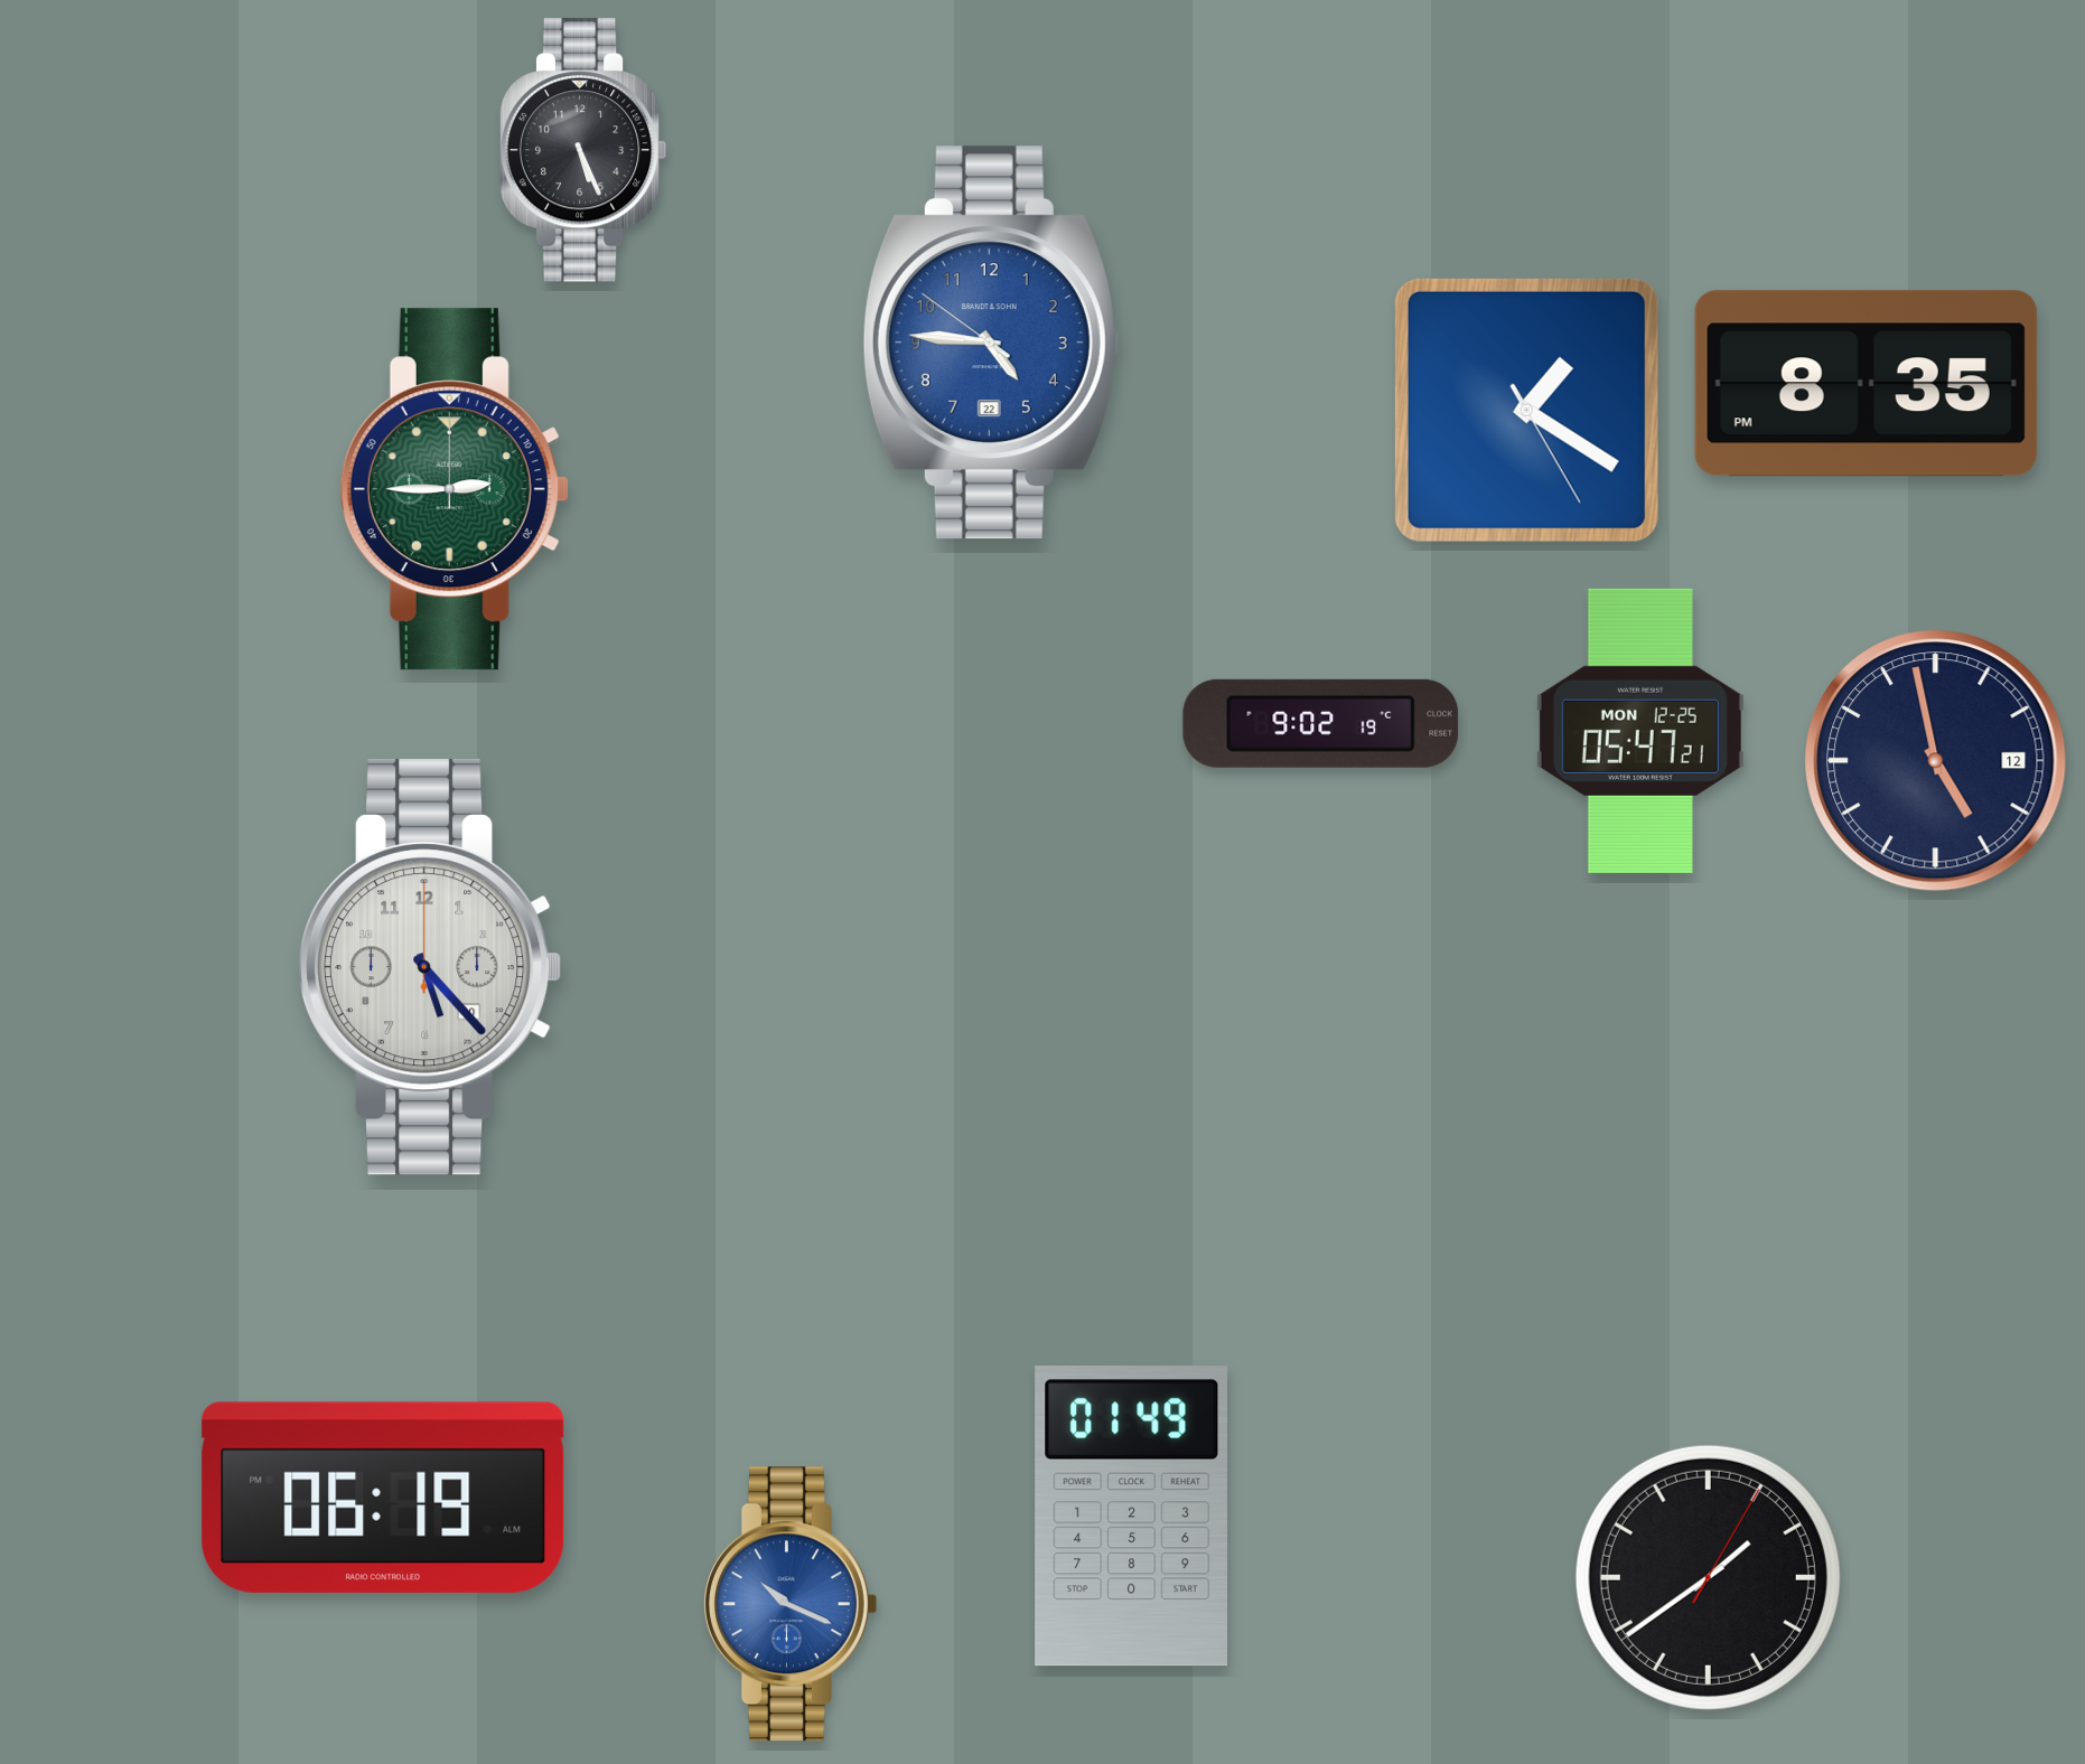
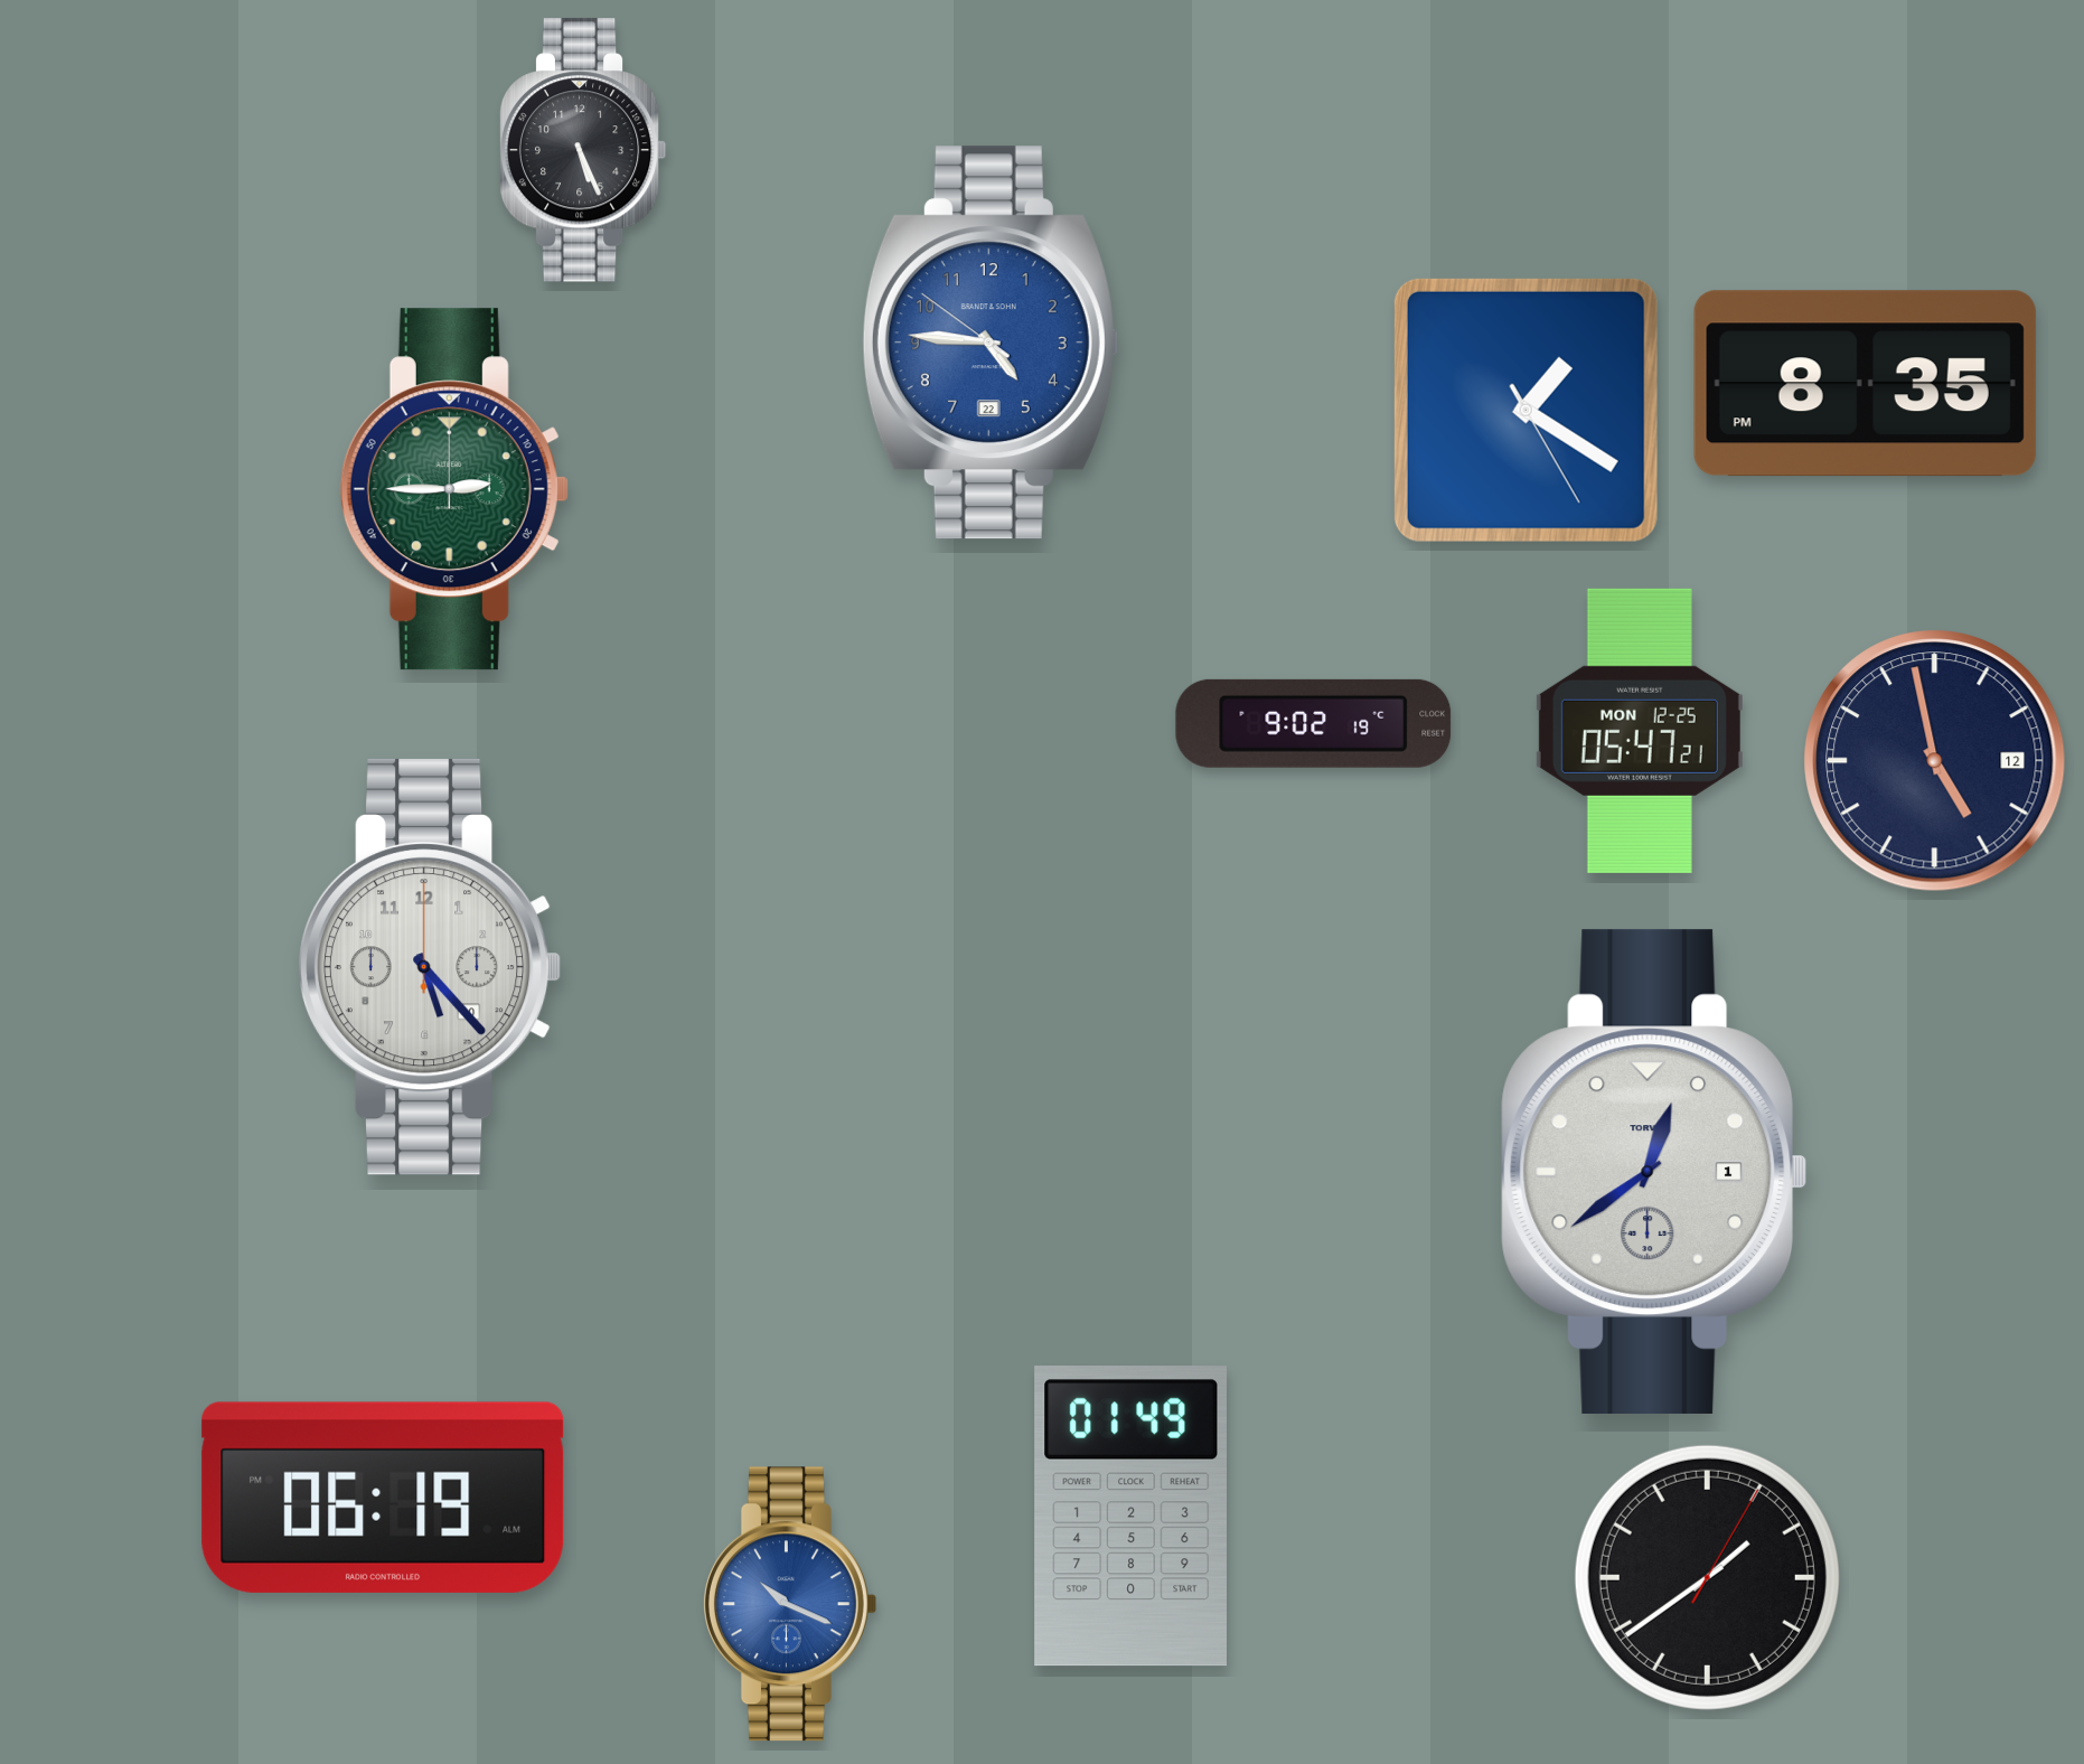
clock at (1321, 723) position: (1321, 723) -> (1314, 723)
clock at (1654, 1172): none -> 12:39
